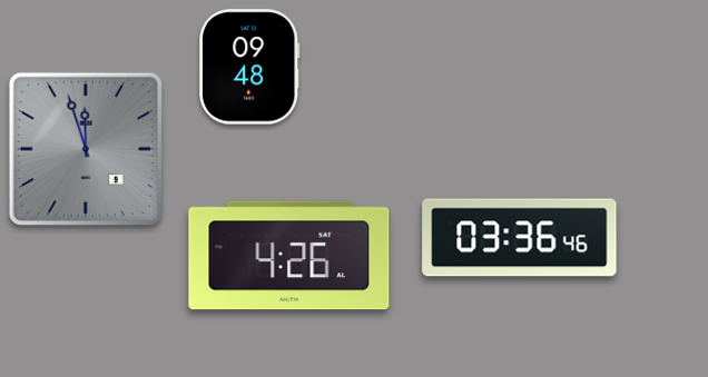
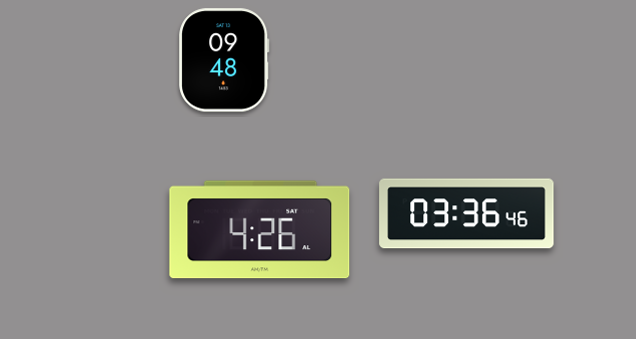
clock at (86, 149): 11:57 -> none
